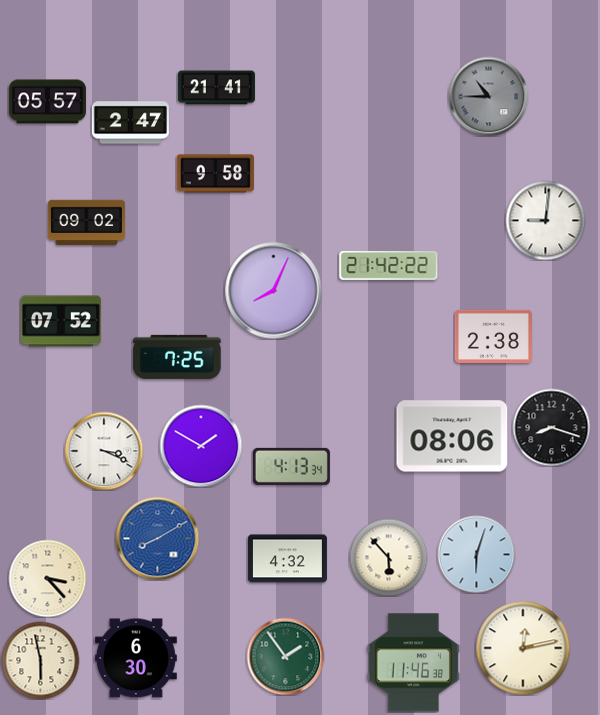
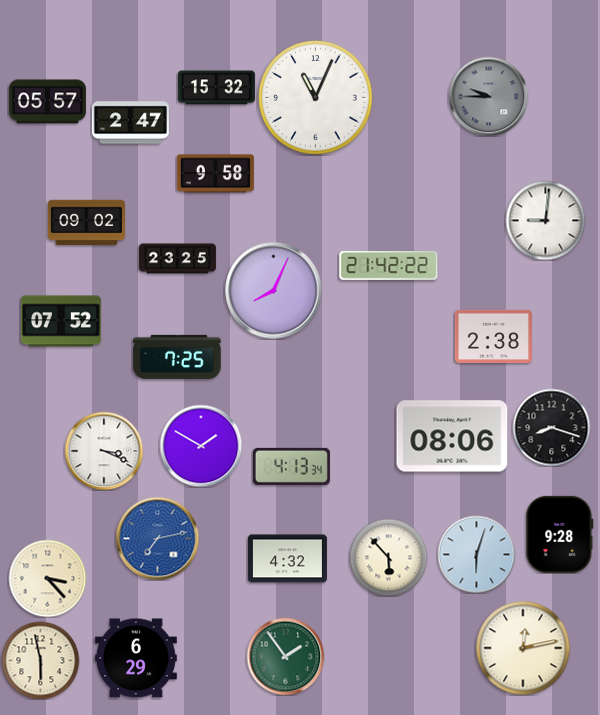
clock at (216, 88): 21:41 -> 15:32
clock at (488, 96): 10:45 -> 9:45
clock at (316, 98): none -> 11:04
clock at (177, 259): none -> 23:25
clock at (560, 534): none -> 9:28
clock at (157, 538): 8:10 -> 7:13
clock at (136, 658): 6:30 -> 6:29
clock at (413, 663): 11:46 -> none
